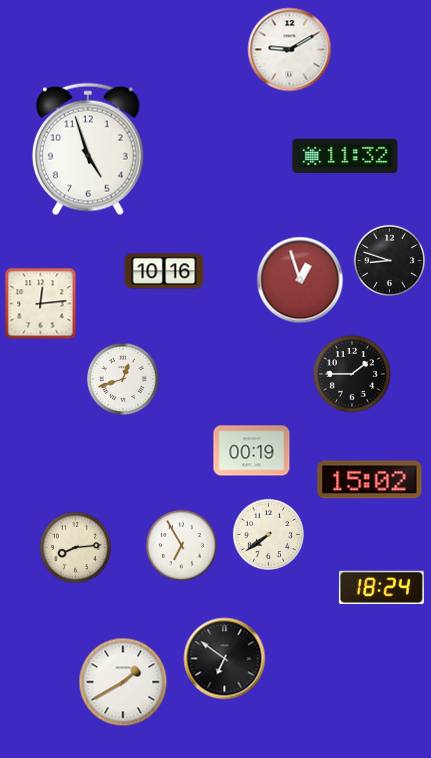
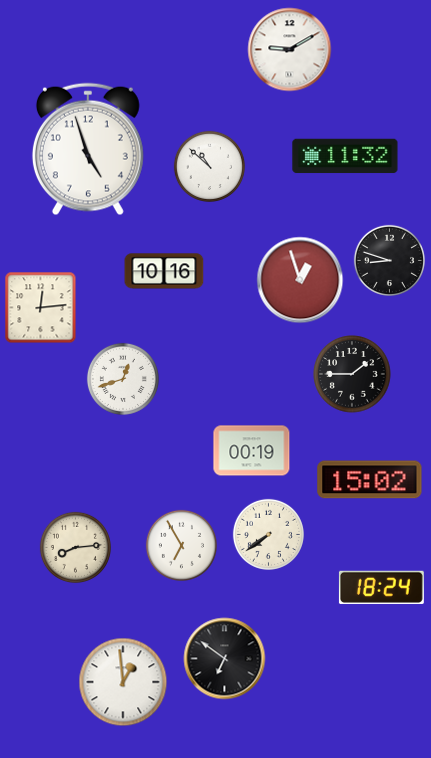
clock at (209, 166): none -> 10:52
clock at (41, 304) position: (41, 304) -> (41, 308)
clock at (123, 682): 1:40 -> 12:59
